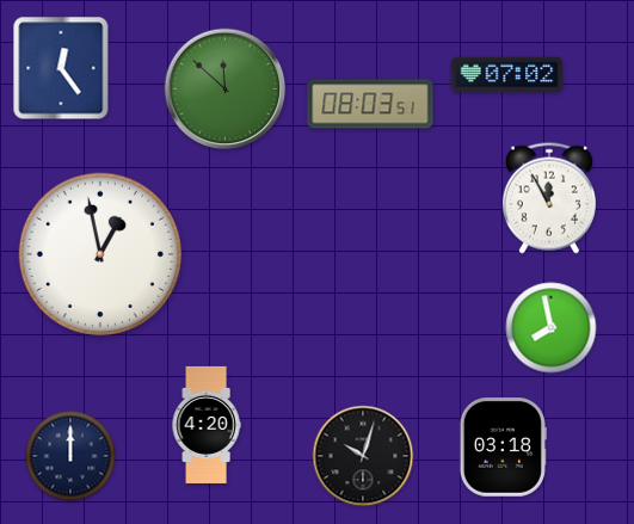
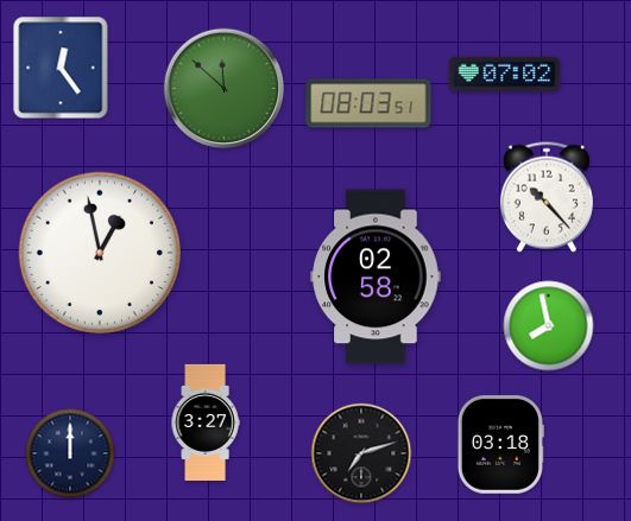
clock at (549, 198): 11:55 -> 10:23
clock at (376, 277): none -> 02:58
clock at (207, 425): 4:20 -> 3:27
clock at (363, 456): 10:03 -> 7:12
